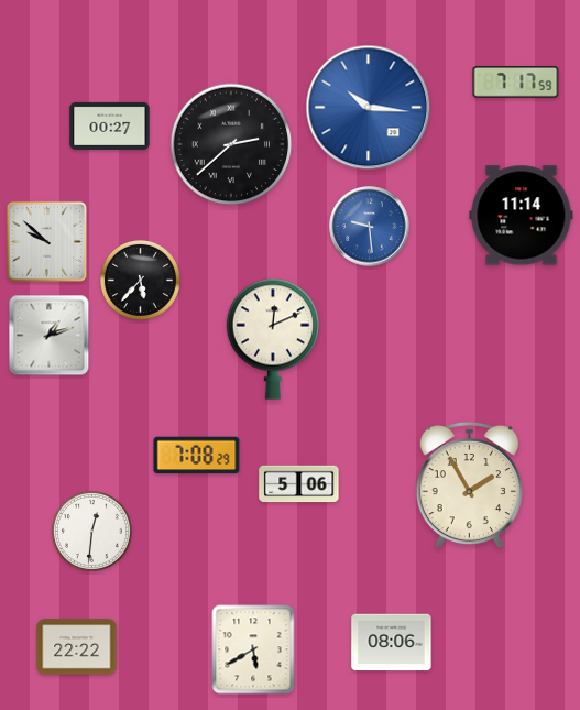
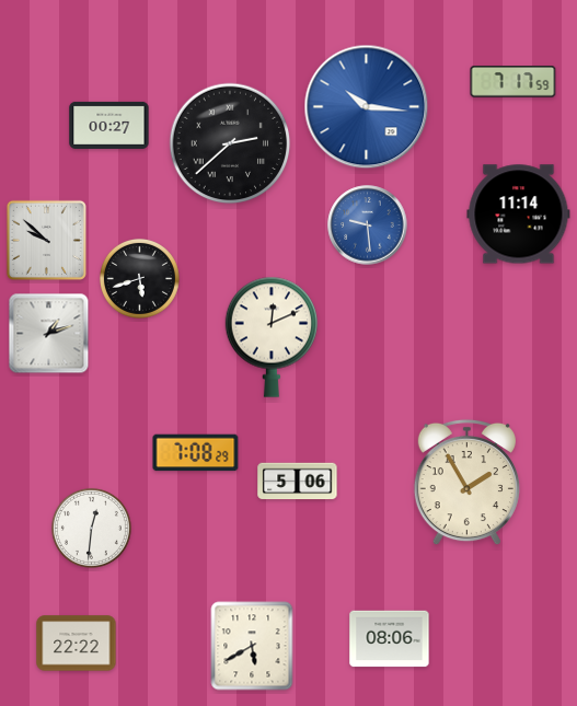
clock at (140, 280): 5:37 -> 5:42
